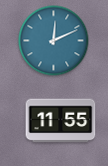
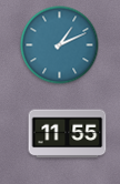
clock at (54, 41): 12:11 -> 1:11
